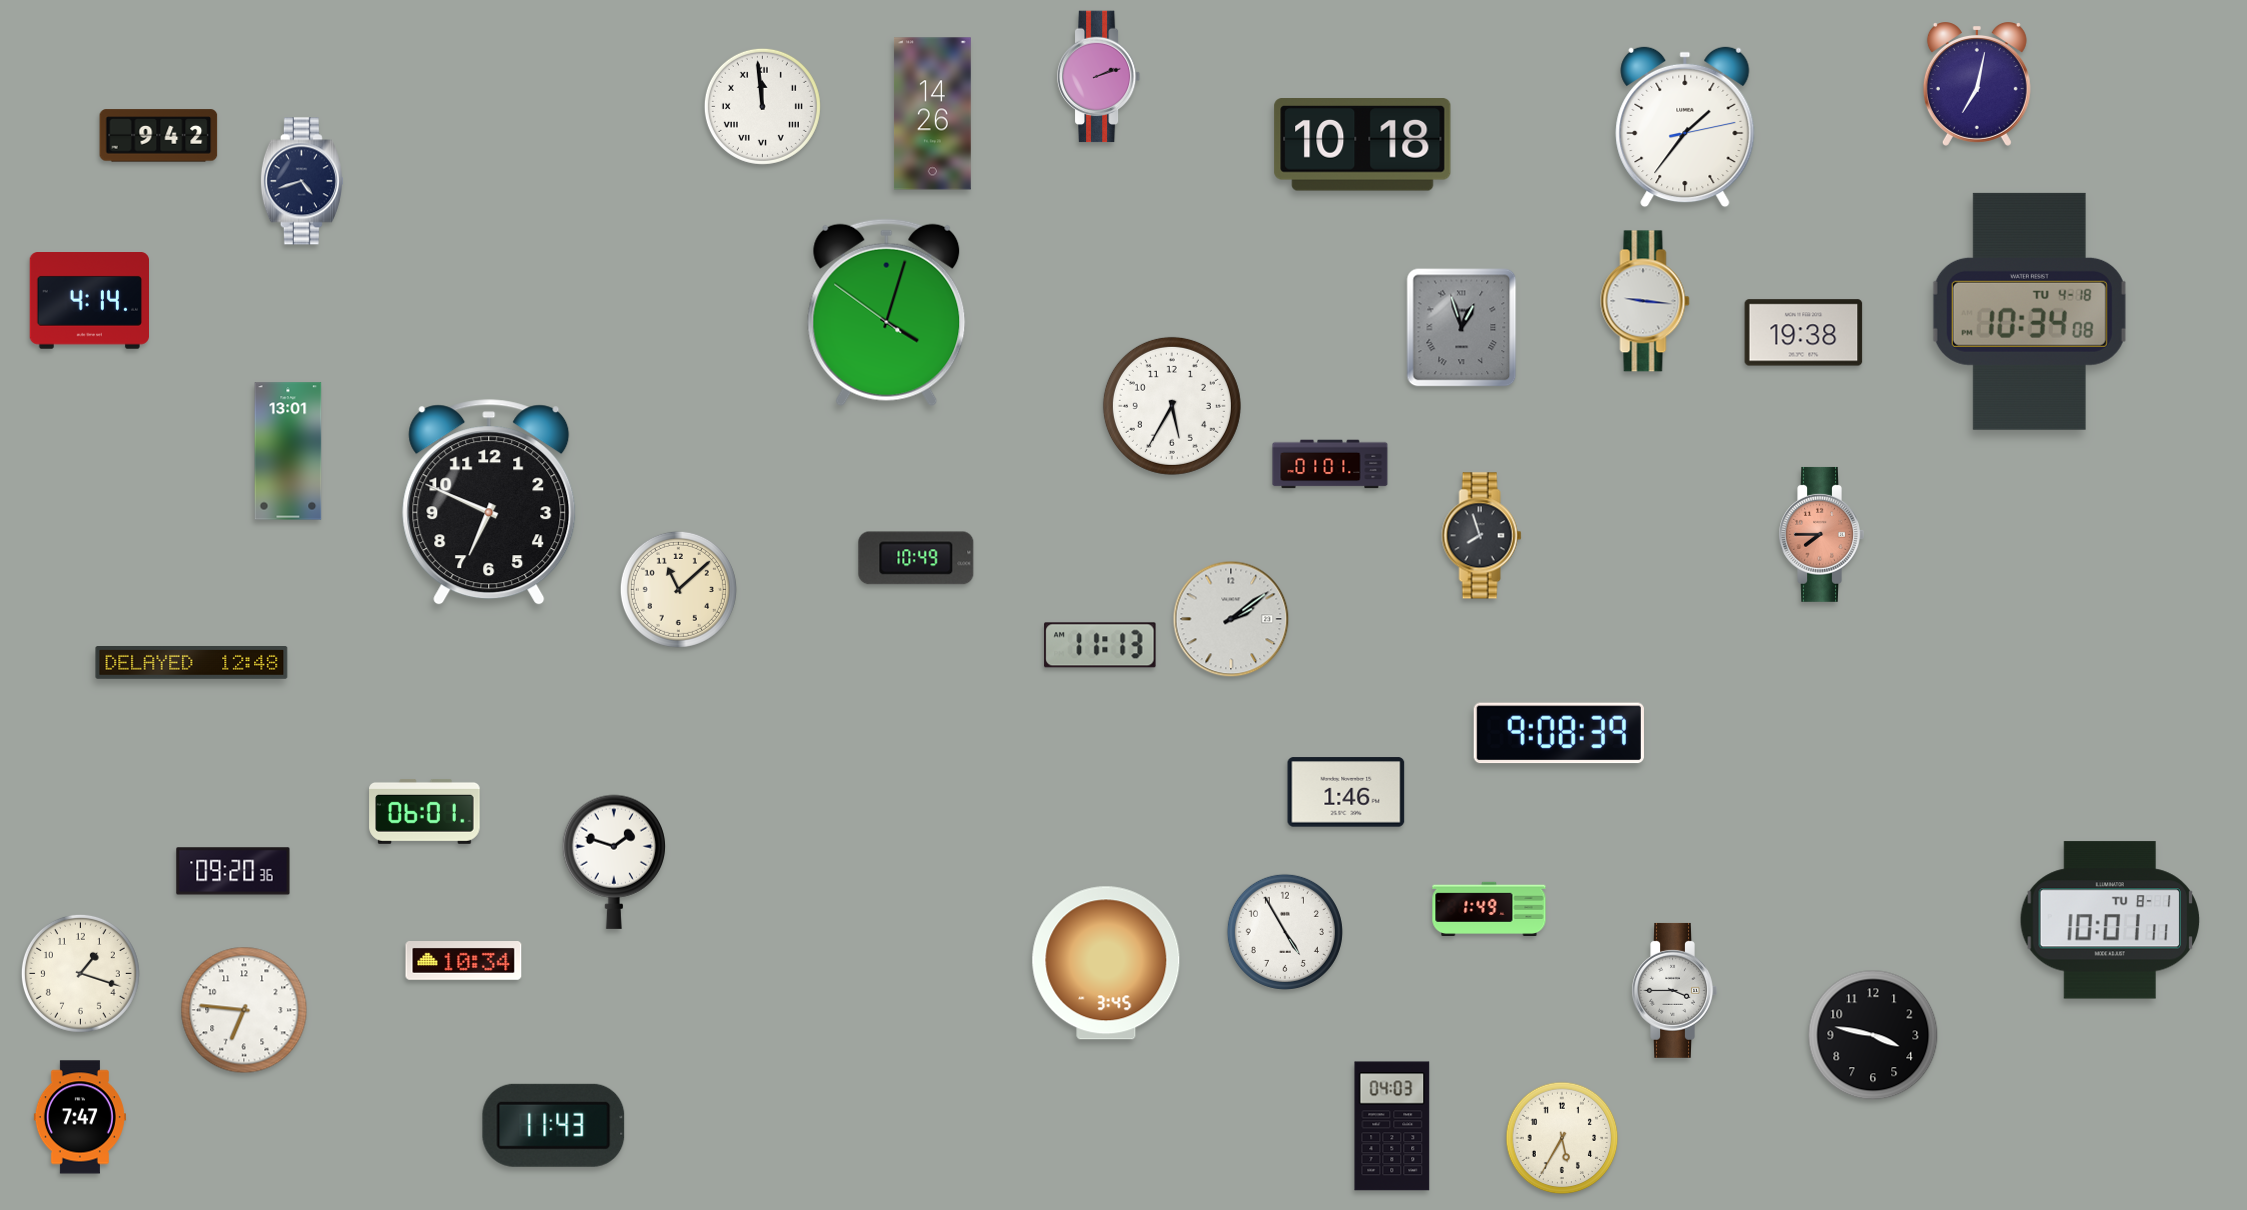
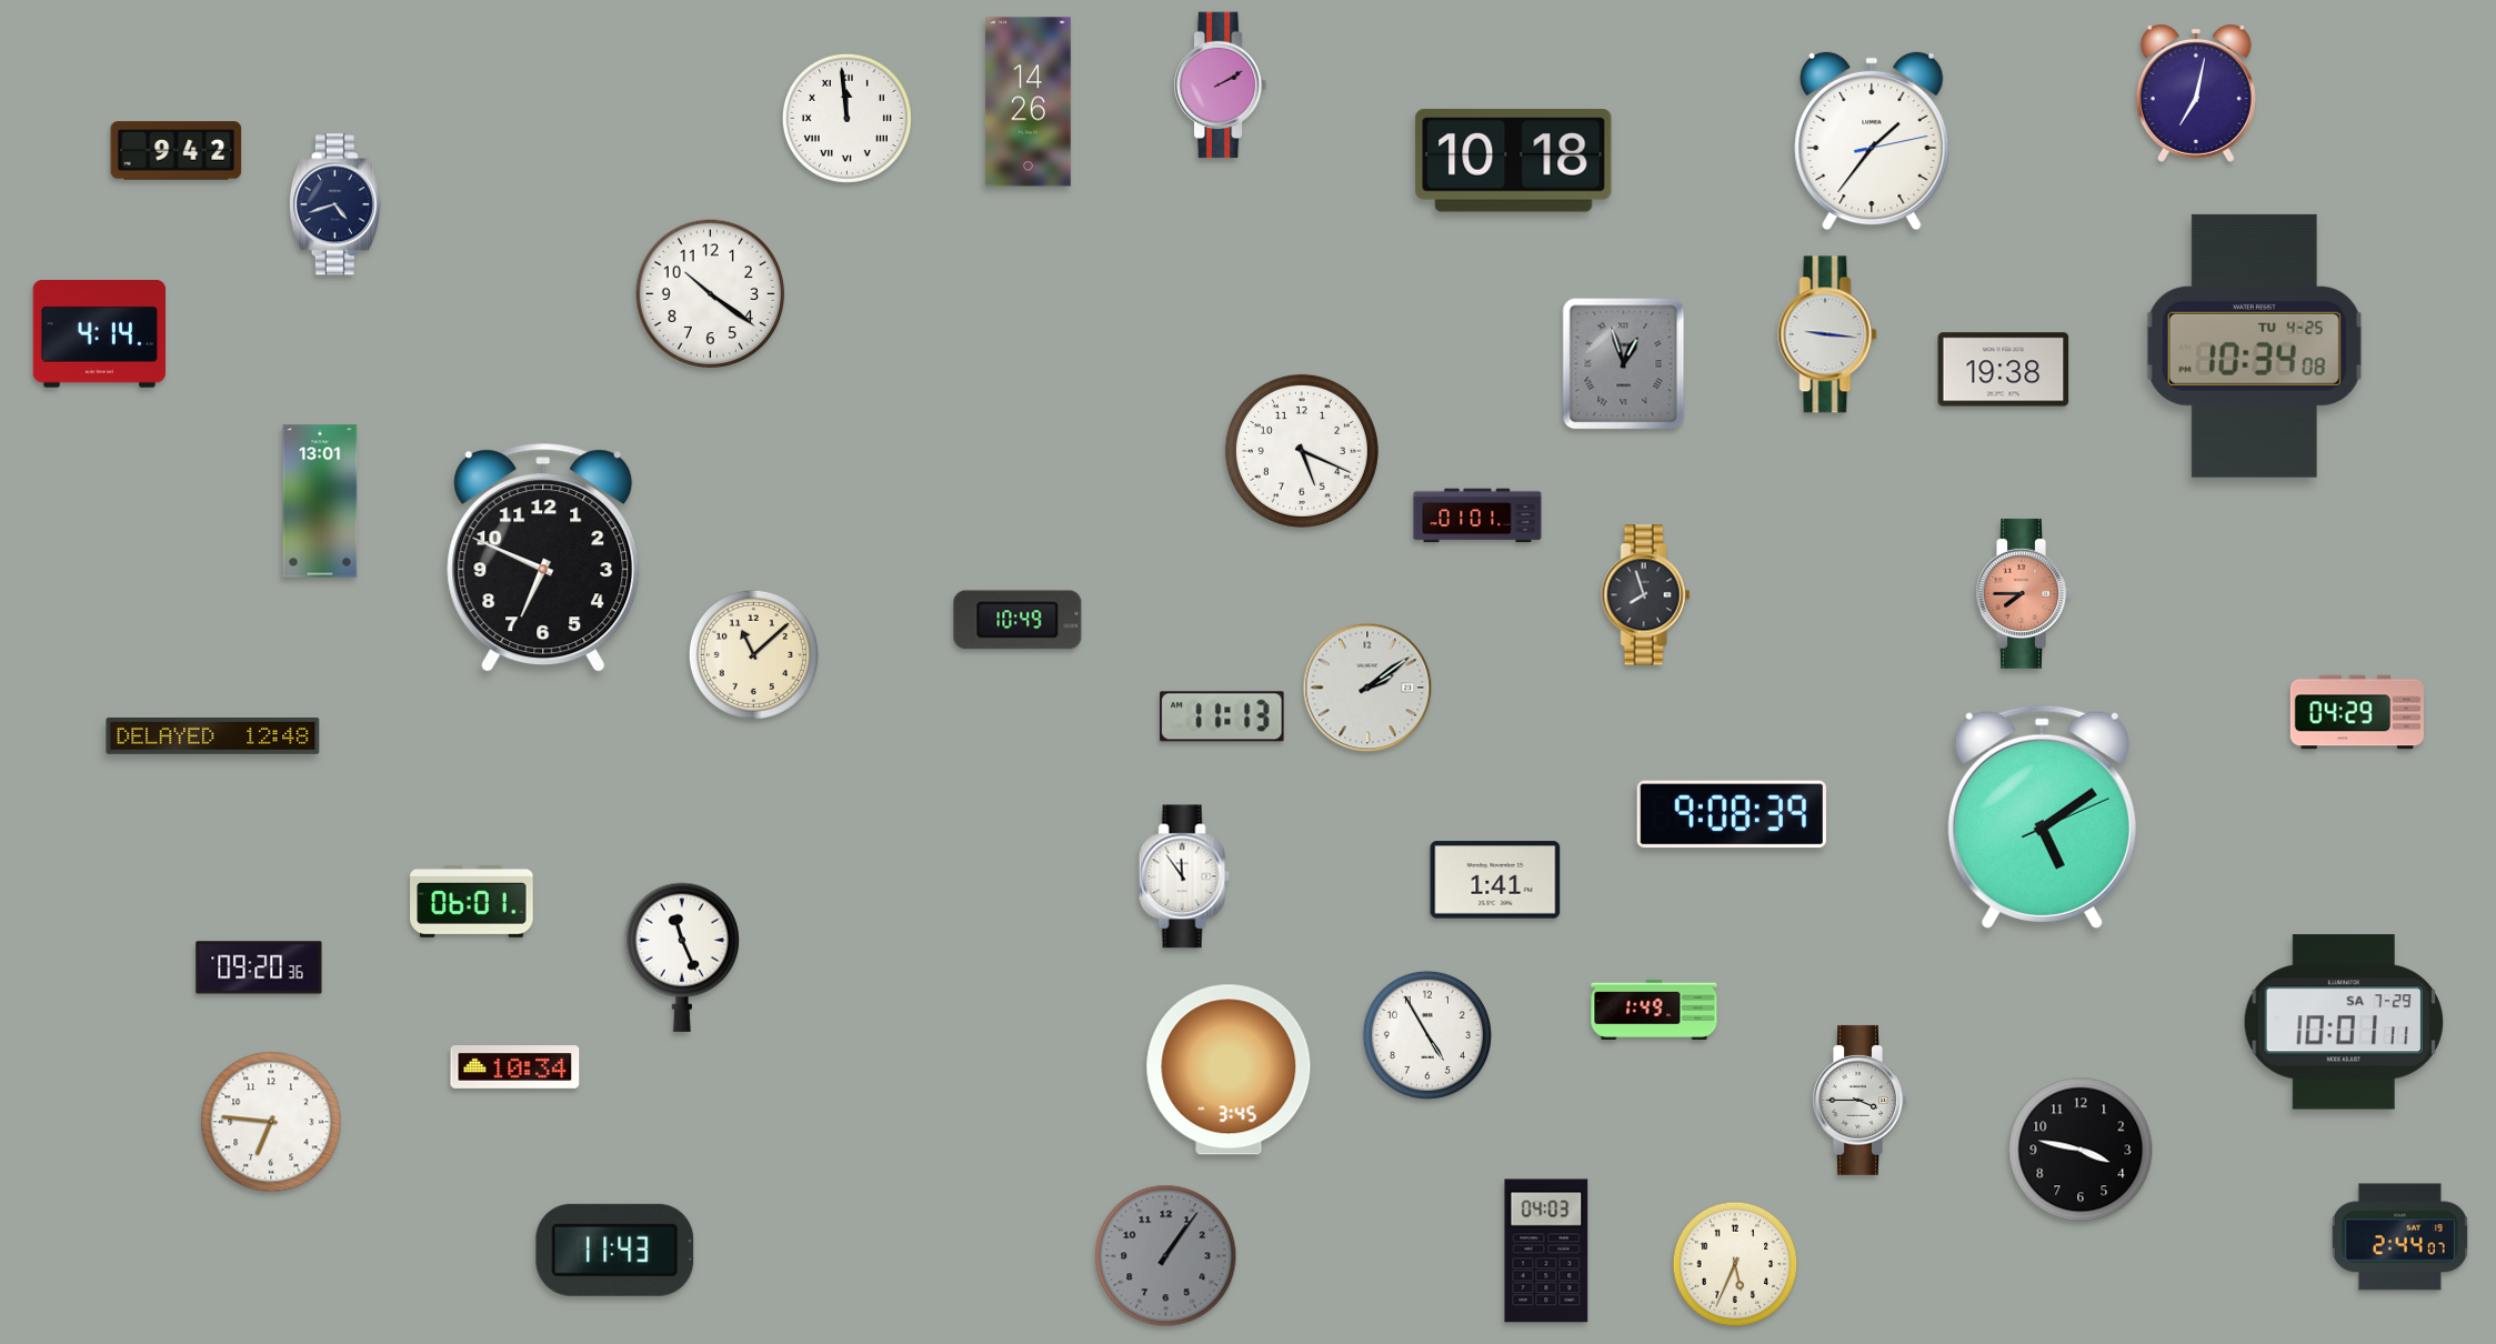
clock at (1099, 77): 2:12 -> 2:10
clock at (932, 114) position: (932, 114) -> (1028, 102)
clock at (302, 181) position: (302, 181) -> (335, 204)
clock at (711, 294): none -> 10:21
clock at (2029, 311) date: TU 4-18 -> TU 4-25
clock at (887, 313): 4:02 -> none
clock at (1172, 406): 5:35 -> 5:19
clock at (2357, 712): none -> 04:29
clock at (2042, 816): none -> 5:09
clock at (1184, 876): none -> 11:54
clock at (1346, 792): 1:46 -> 1:41
clock at (614, 862): 1:48 -> 11:26
clock at (2110, 920) date: TU 8-1 -> SA 7-29
clock at (80, 973): 1:18 -> none
clock at (2399, 1237): none -> 2:44
clock at (80, 1117): 7:47 -> none
clock at (1166, 1256): none -> 1:06
clock at (1562, 1138): 5:35 -> 5:34
